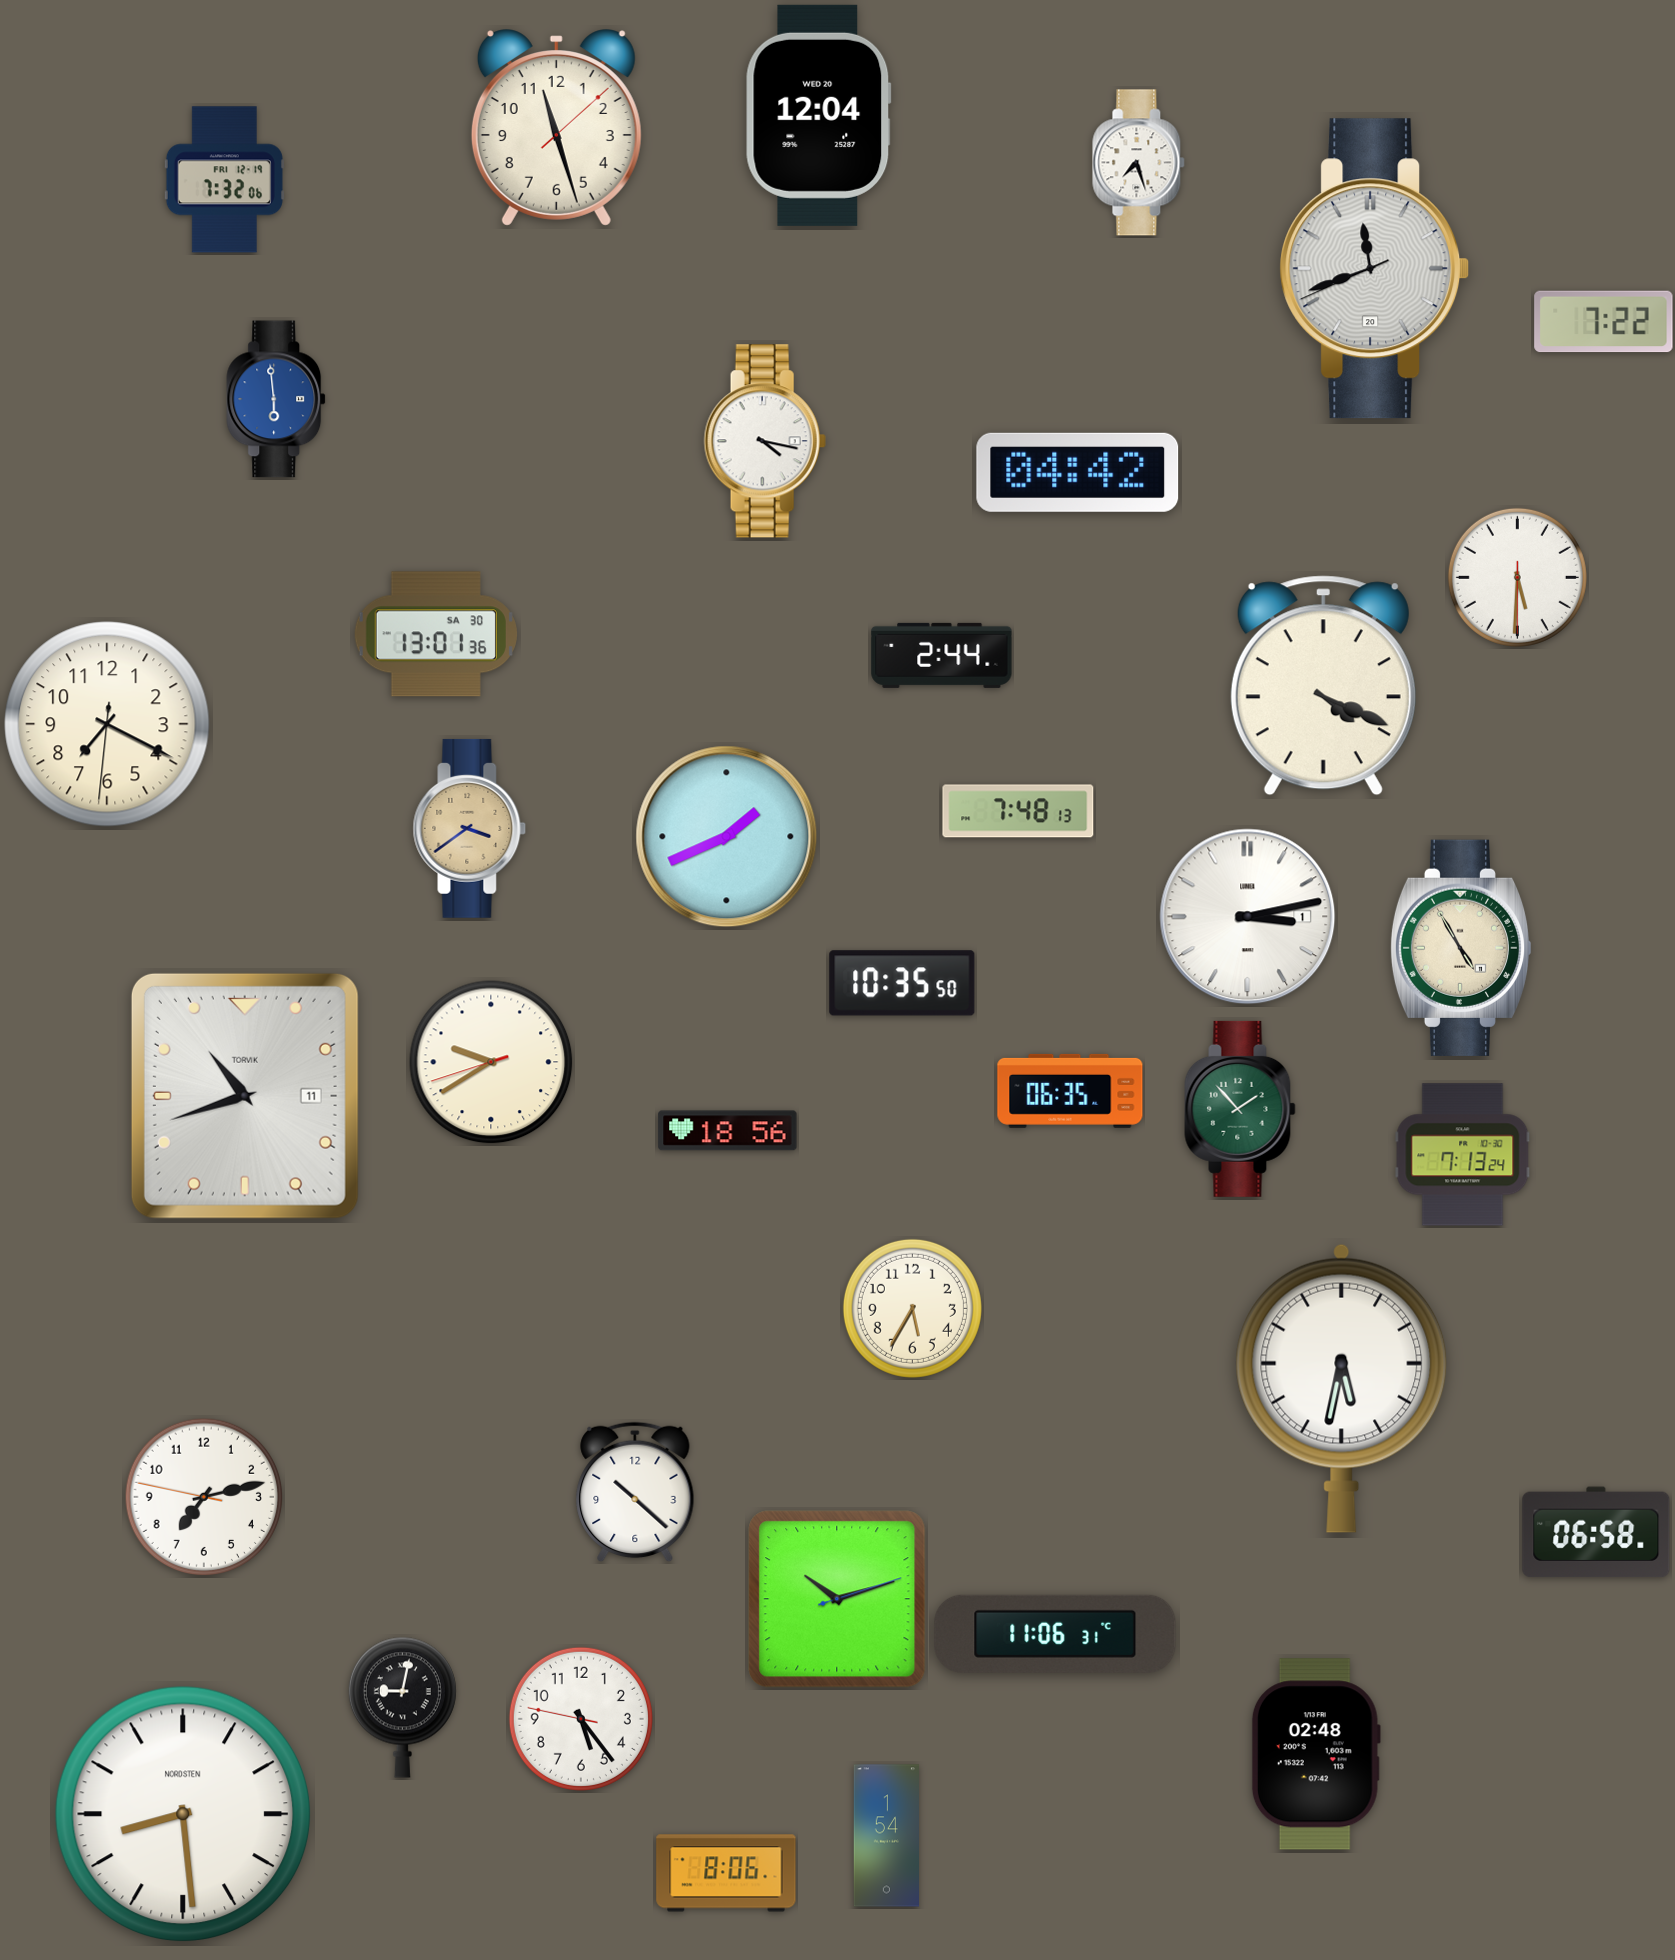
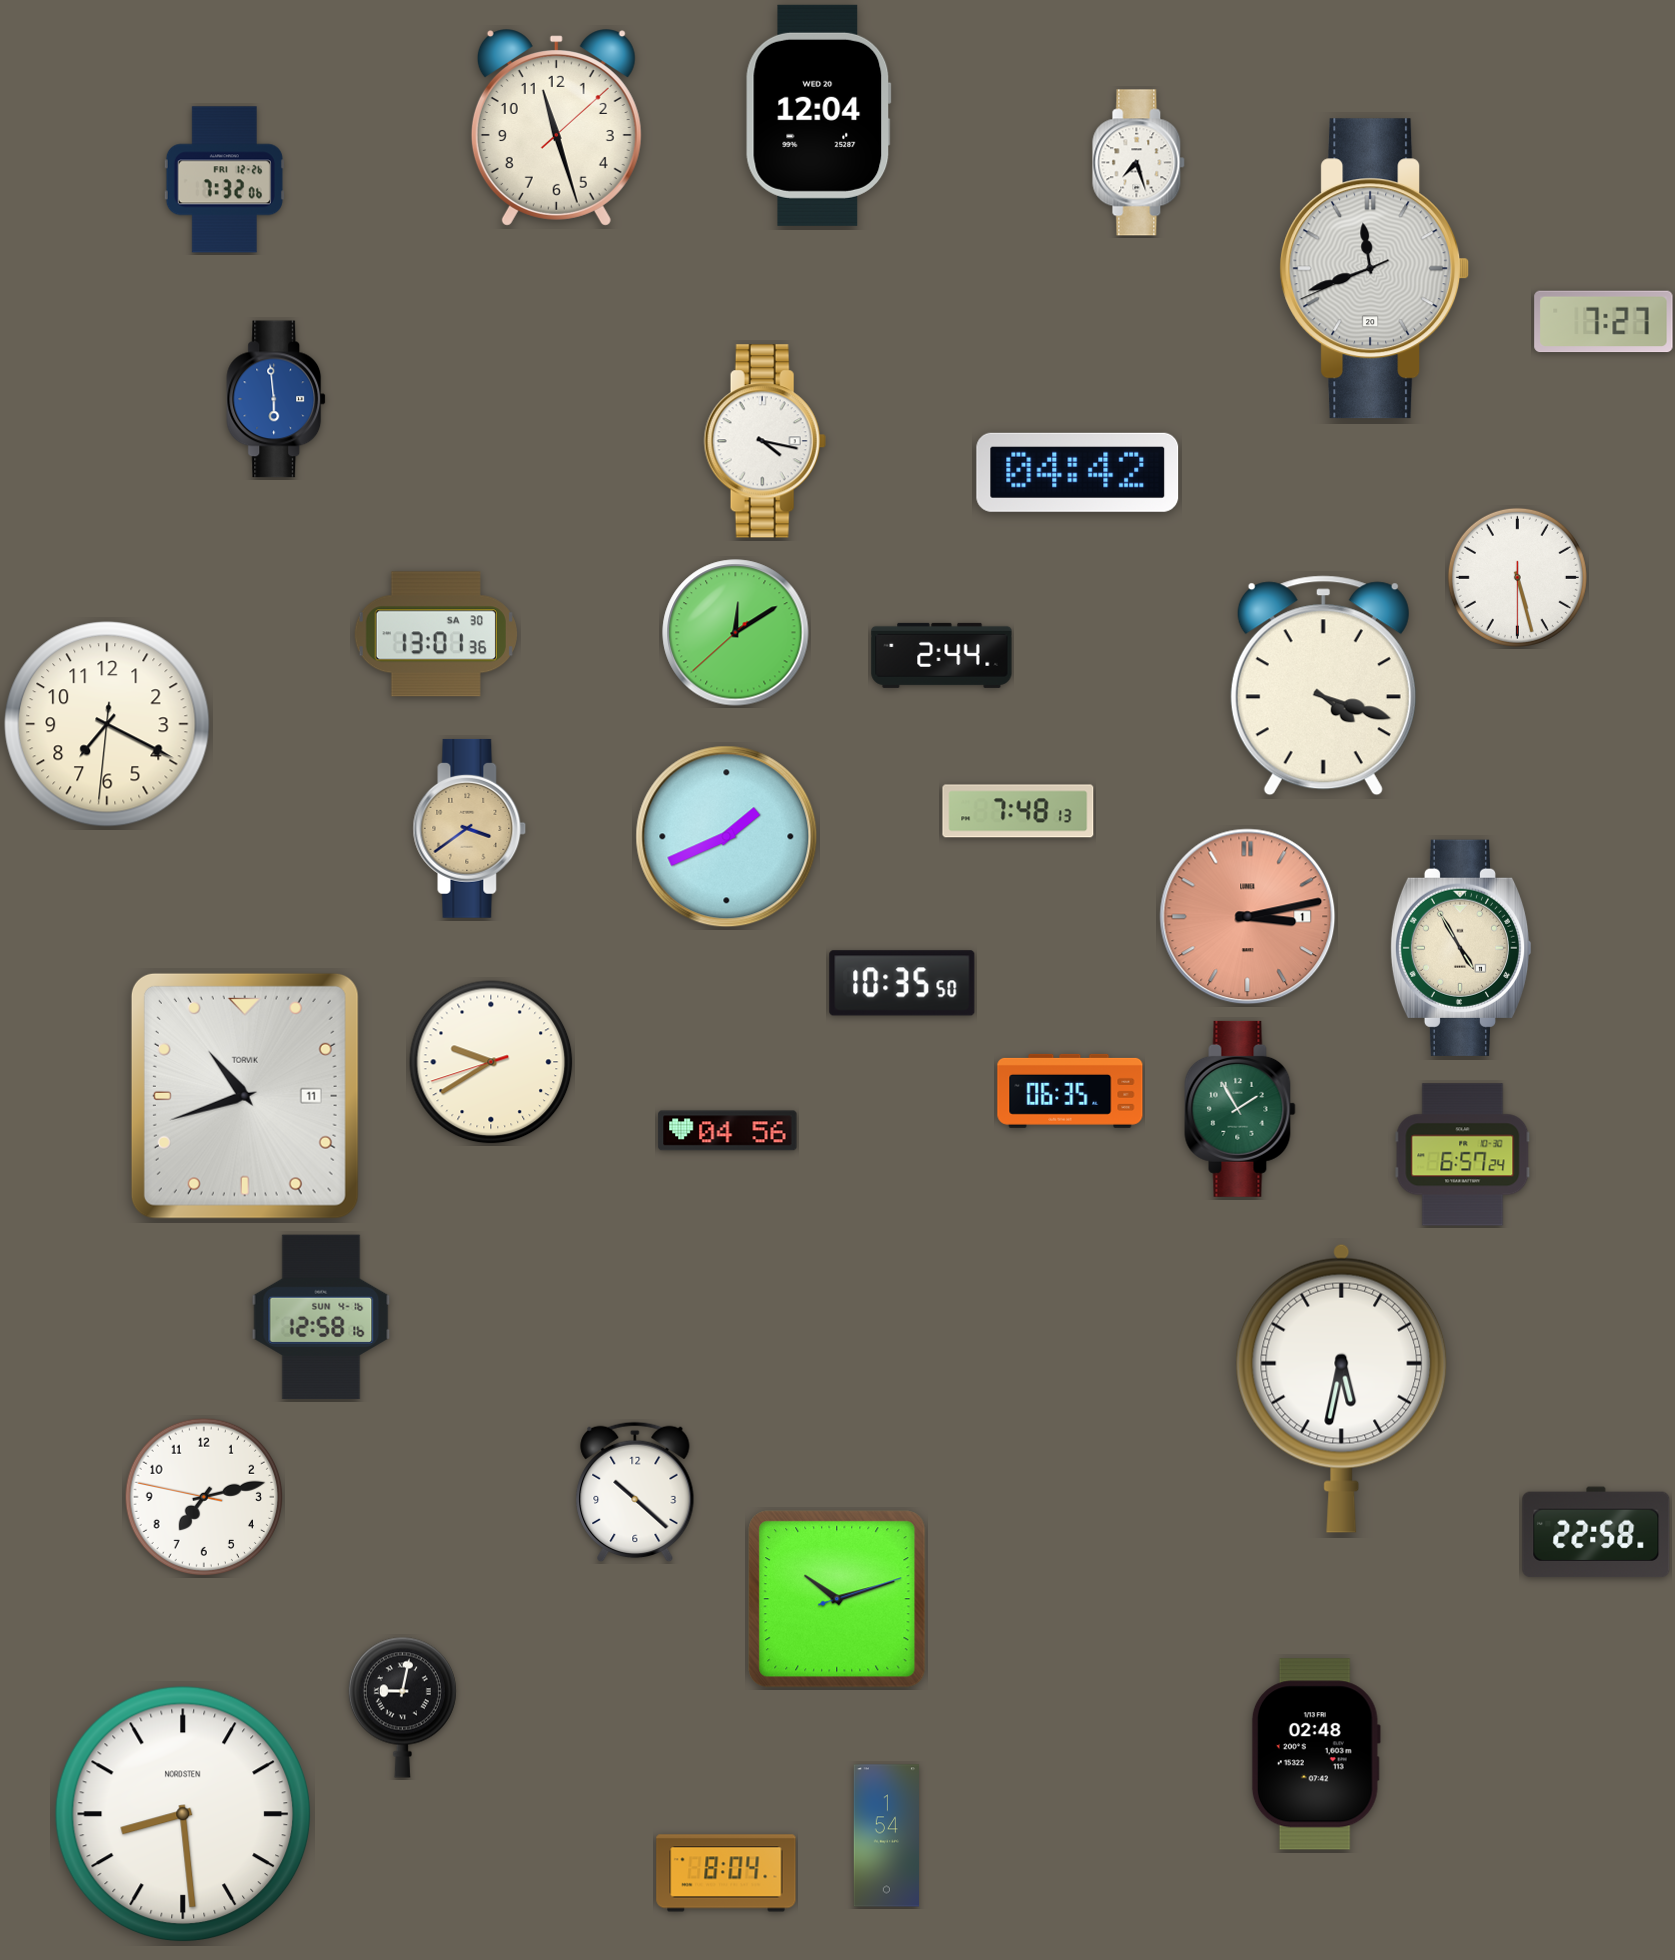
clock at (224, 180) date: FRI 12-19 -> FRI 12-26
clock at (1604, 322): 7:22 -> 7:27
clock at (1517, 577): 5:30 -> 5:27
clock at (736, 633): none -> 12:09
clock at (1323, 686): 4:19 -> 4:18
clock at (1248, 917) dial: white -> salmon
clock at (1240, 1109): 1:53 -> 1:55
clock at (728, 1131): 18:56 -> 04:56
clock at (1463, 1155): 7:13 -> 6:57
clock at (912, 1308): 5:35 -> none
clock at (321, 1317): none -> 12:58
clock at (1596, 1532): 06:58 -> 22:58
clock at (1055, 1634): 11:06 -> none
clock at (581, 1719): 5:23 -> none
clock at (726, 1873): 8:06 -> 8:04
